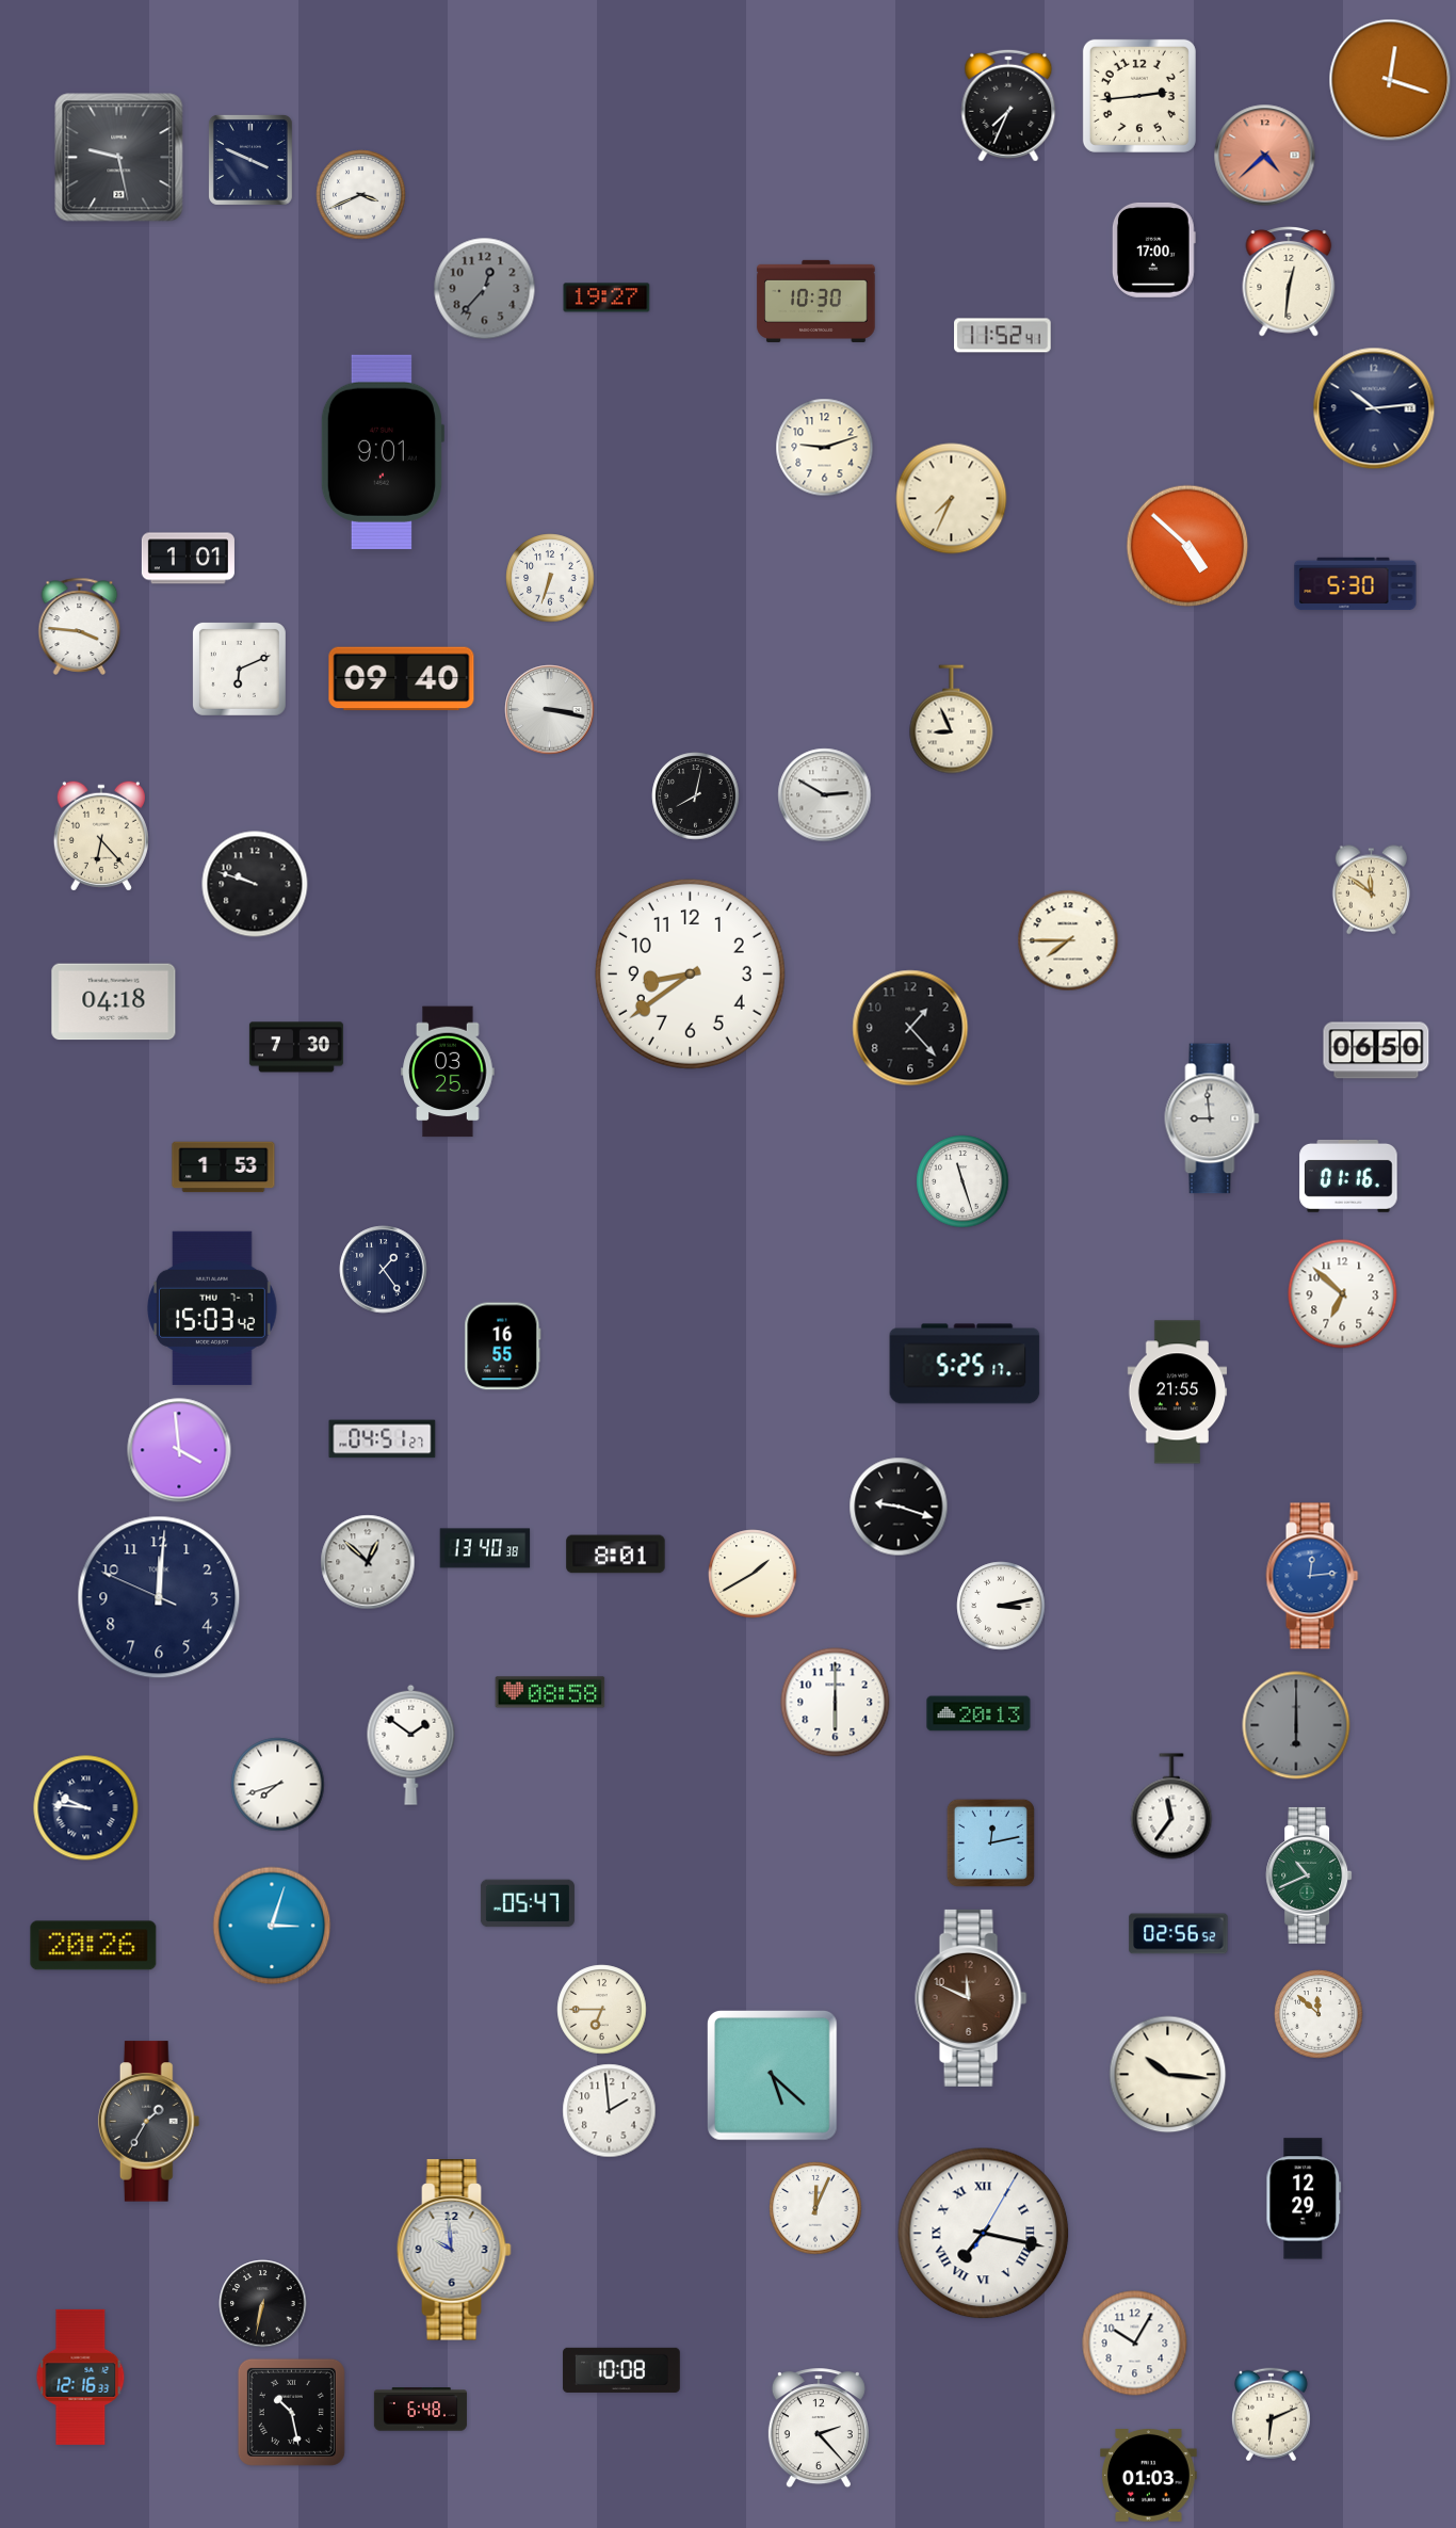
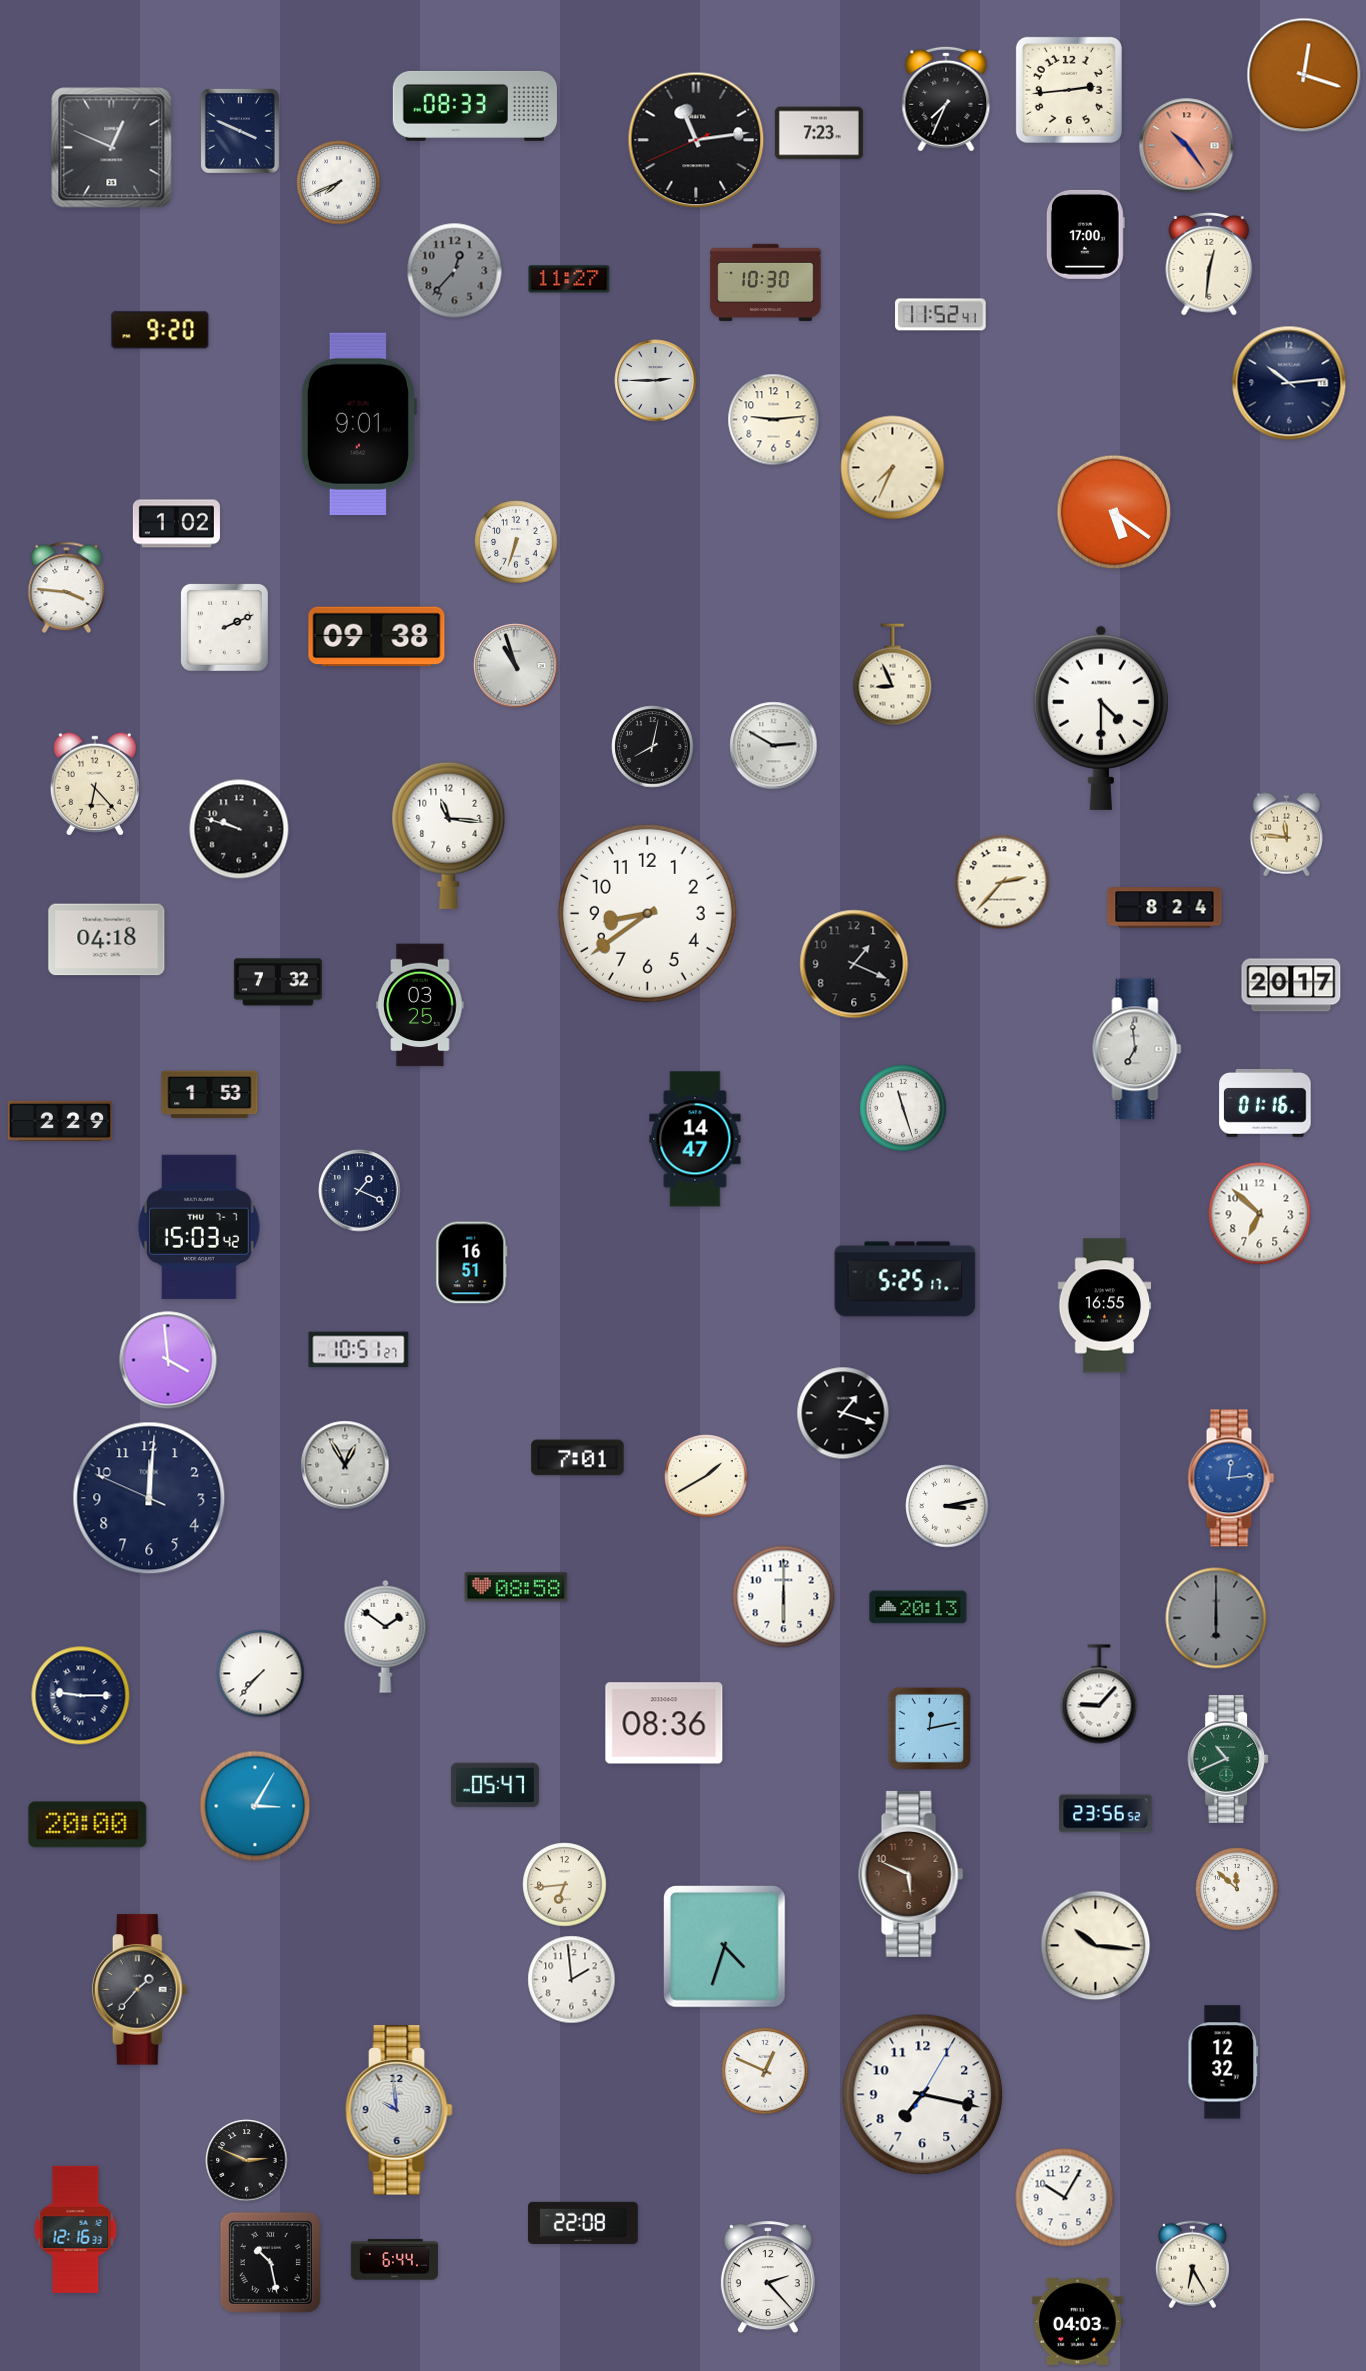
clock at (475, 106): none -> 08:33
clock at (819, 133): none -> 7:23
clock at (696, 140): none -> 11:13
clock at (1265, 156): 4:38 -> 10:24
clock at (119, 158): 9:28 -> 12:49
clock at (250, 160) position: (250, 160) -> (240, 131)
clock at (361, 195): 3:41 -> 7:41
clock at (1153, 249) position: (1153, 249) -> (1085, 234)
clock at (606, 297): 19:27 -> 11:27
clock at (160, 330): none -> 9:20
clock at (656, 381): none -> 2:45
clock at (825, 448): 9:12 -> 9:14
clock at (1187, 546): 4:52 -> 5:21
clock at (188, 559): 1:01 -> 1:02
clock at (1356, 584): 5:30 -> none
clock at (80, 626) position: (80, 626) -> (67, 587)
clock at (239, 669): 6:11 -> 2:11
clock at (402, 679): 09:40 -> 09:38
clock at (550, 710): 3:17 -> 10:57
clock at (1101, 718): none -> 4:30
clock at (449, 835): none -> 11:16
clock at (1371, 890): 11:51 -> 11:46
clock at (1068, 940): 7:45 -> 2:37
clock at (1165, 908): none -> 8:24
clock at (910, 1028): 1:23 -> 1:19
clock at (296, 1047): 7:30 -> 7:32
clock at (1376, 1050): 06:50 -> 20:17
clock at (1212, 1118): 8:59 -> 6:59
clock at (60, 1121): none -> 2:29
clock at (695, 1139): none -> 14:47
clock at (384, 1270): 1:24 -> 1:19
clock at (503, 1347): 16:55 -> 16:51
clock at (1178, 1392): 21:55 -> 16:55
clock at (383, 1439): 04:51 -> 10:51
clock at (899, 1507): 9:18 -> 1:18
clock at (485, 1548): 13:40 -> none
clock at (616, 1555): 8:01 -> 7:01
clock at (368, 1562): 12:52 -> 12:55
clock at (1001, 1606) position: (1001, 1606) -> (947, 1506)
clock at (278, 1785): 7:42 -> 7:37
clock at (1171, 1806): 11:36 -> 9:07
clock at (86, 1808): 9:46 -> 9:15
clock at (664, 1723): none -> 08:36
clock at (272, 1926): 3:03 -> 3:05
clock at (1179, 1934): 02:56 -> 23:56
clock at (94, 1946): 20:26 -> 20:00
clock at (971, 1998): 11:49 -> 5:49
clock at (602, 2010): 6:45 -> 6:44
clock at (773, 2076): 5:22 -> 4:33
clock at (149, 2122): 1:35 -> 1:37
clock at (1304, 2199): 12:29 -> 12:32
clock at (815, 2208): 12:04 -> 12:49
clock at (984, 2234) numerals: Roman -> Arabic
clock at (454, 2250) position: (454, 2250) -> (399, 2110)
clock at (263, 2304): 6:32 -> 2:49
clock at (621, 2370): 10:08 -> 22:08
clock at (420, 2410): 6:48 -> 6:44
clock at (291, 2412) position: (291, 2412) -> (270, 2262)
clock at (1271, 2415): 6:11 -> 6:25
clock at (1149, 2476): 01:03 -> 04:03
